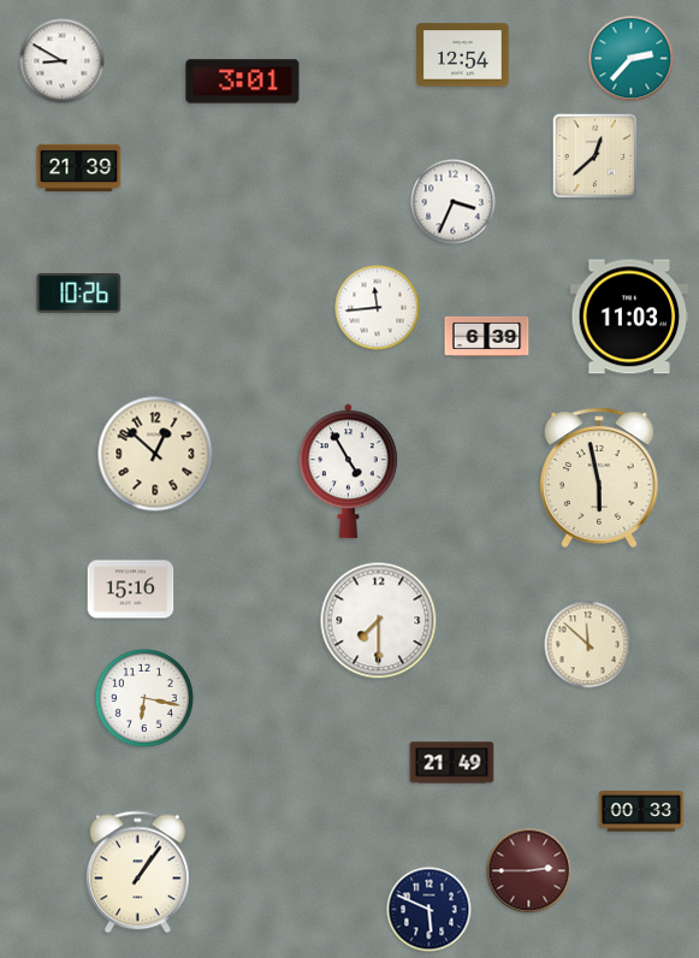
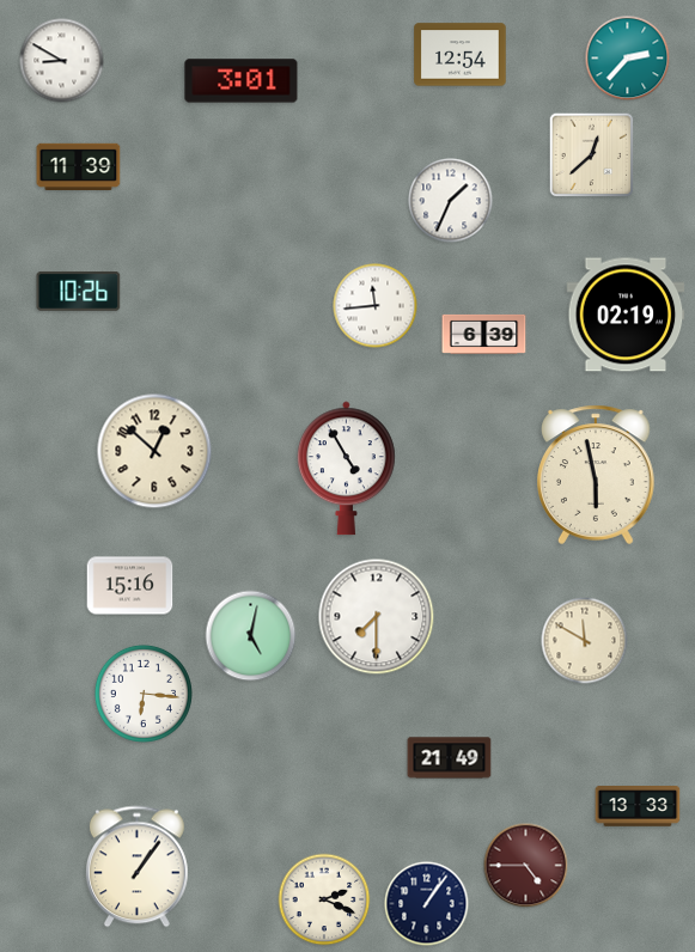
clock at (79, 167): 21:39 -> 11:39
clock at (454, 202): 3:34 -> 1:34
clock at (629, 317): 11:03 -> 02:19
clock at (251, 636): none -> 5:02
clock at (588, 645): 11:52 -> 11:50
clock at (144, 698): 6:17 -> 6:16
clock at (641, 811): 00:33 -> 13:33
clock at (529, 871): 2:45 -> 4:45
clock at (324, 899): none -> 2:19
clock at (430, 910): 5:49 -> 1:06
